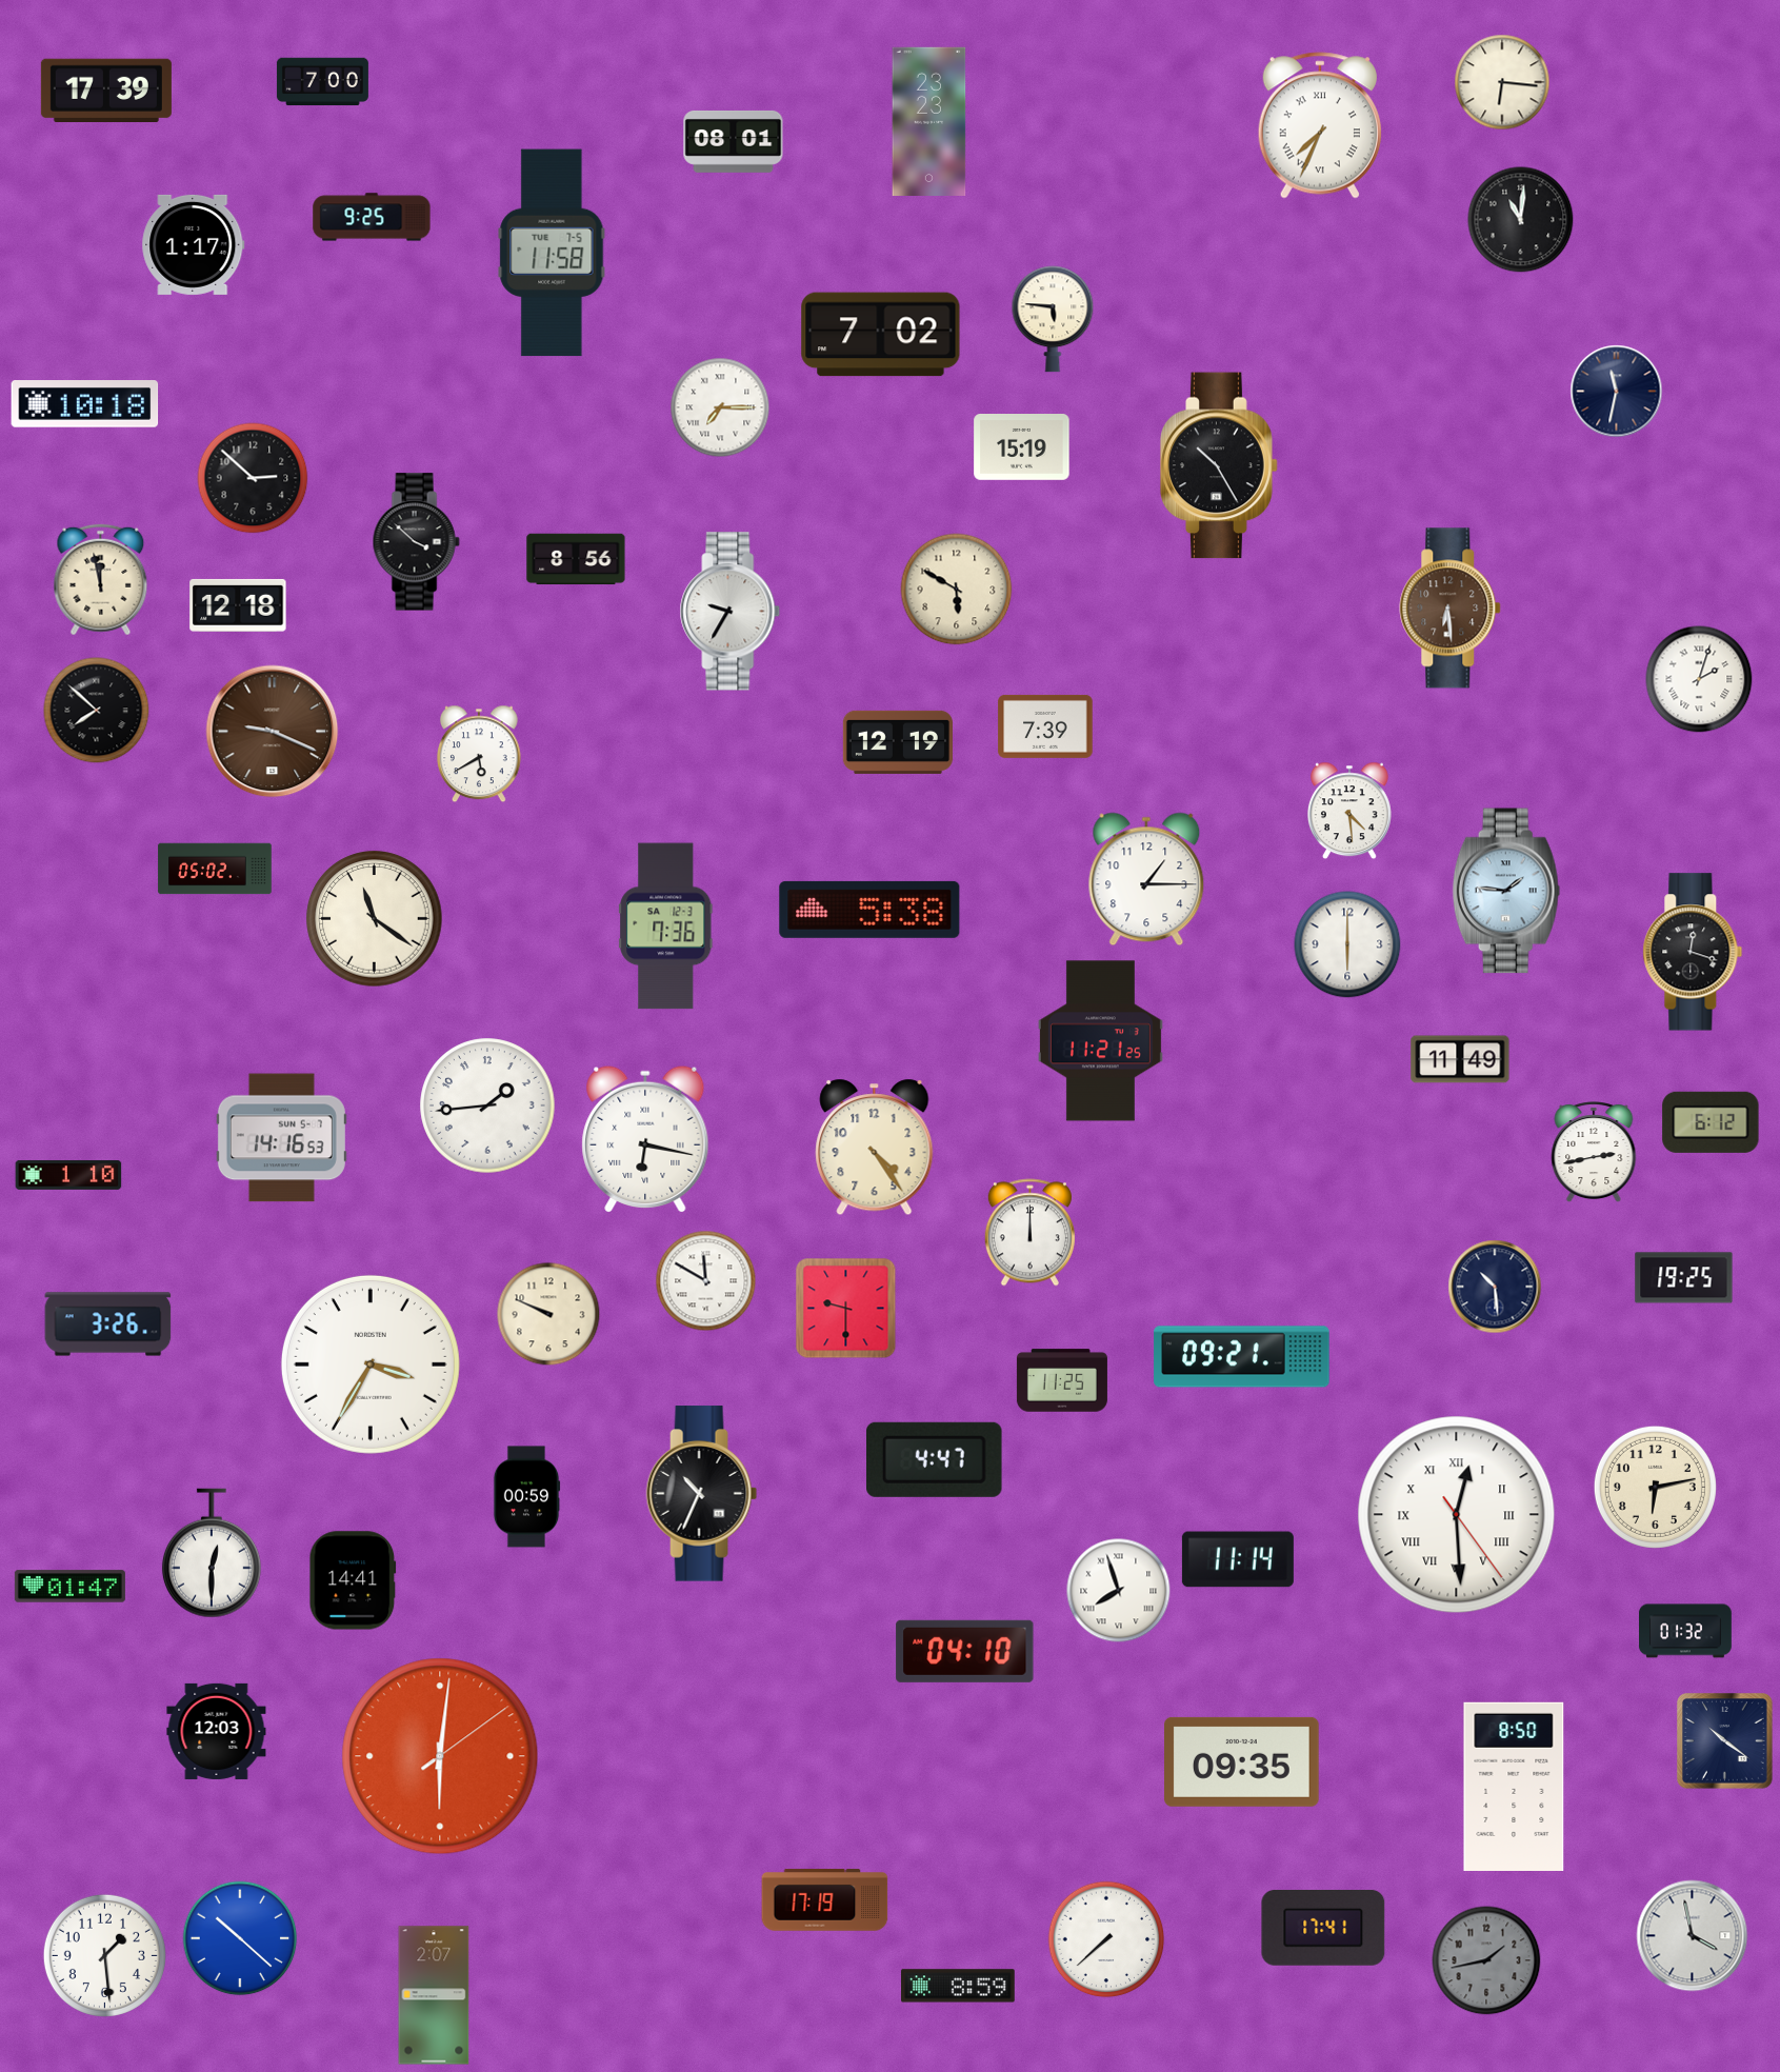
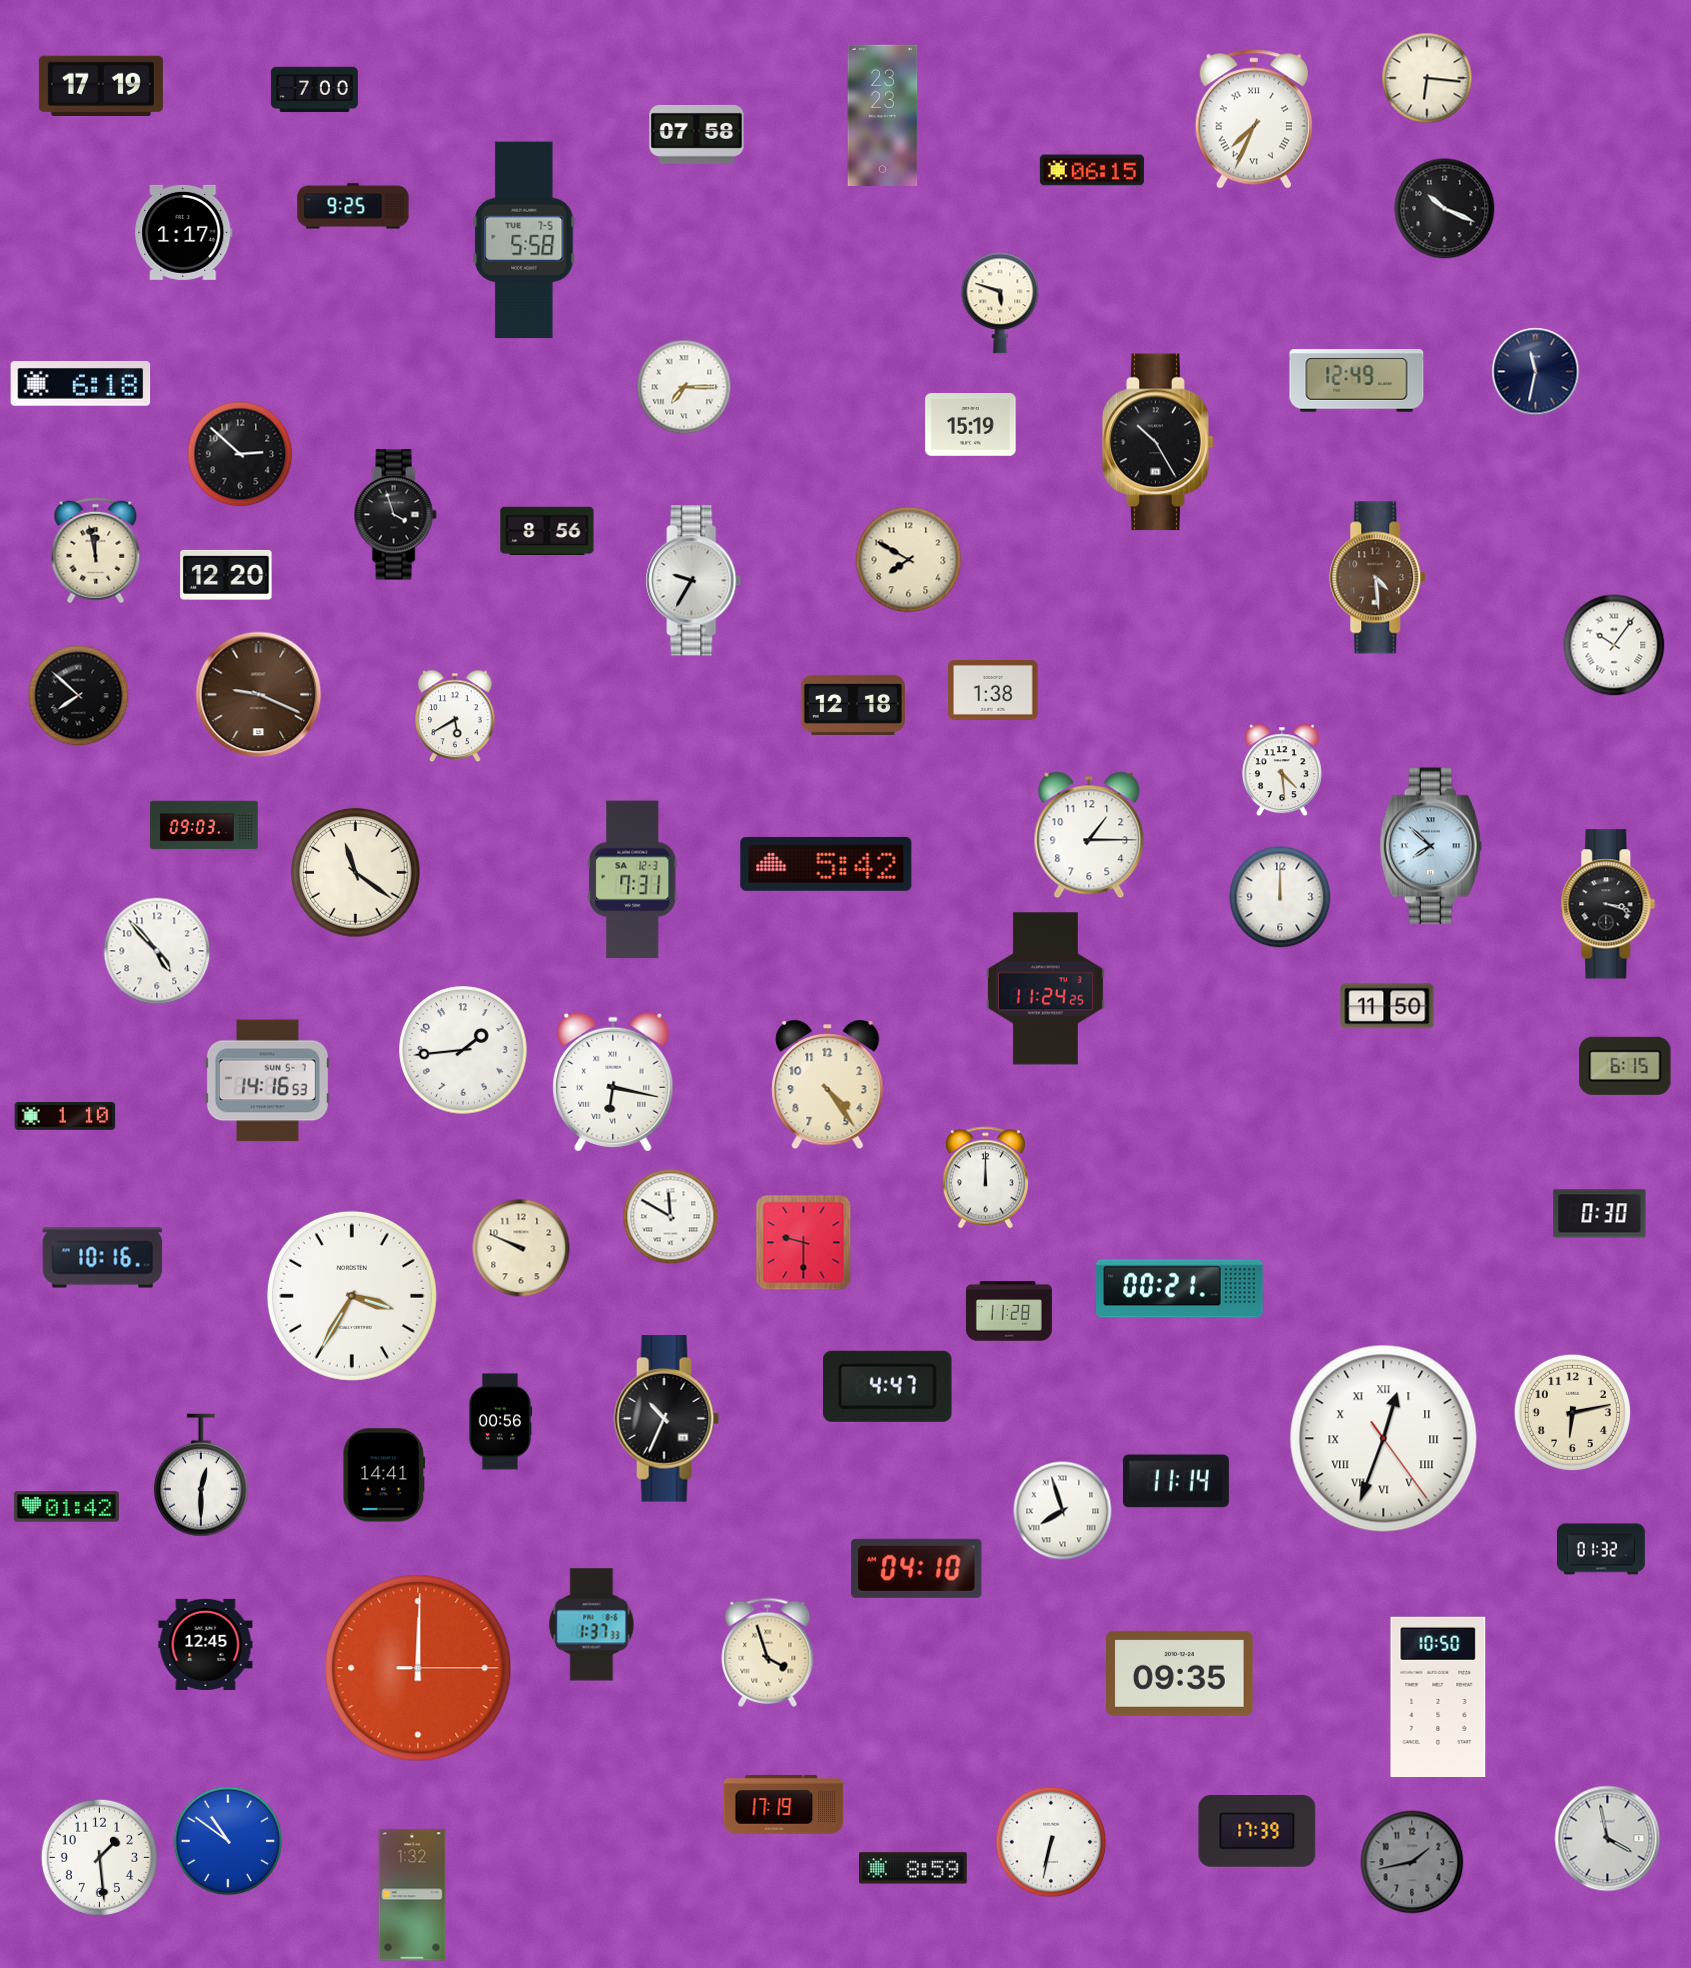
clock at (322, 82) position: (322, 82) -> (314, 90)
clock at (106, 89): 17:39 -> 17:19
clock at (734, 141): 08:01 -> 07:58
clock at (1092, 170): none -> 06:15
clock at (1521, 220): 11:01 -> 10:19
clock at (552, 253): 11:58 -> 5:58
clock at (1053, 319): 5:46 -> 5:48
clock at (881, 335): 7:02 -> none
clock at (1357, 381): none -> 12:49
clock at (85, 404): 10:18 -> 6:18
clock at (416, 542): 3:52 -> 3:57
clock at (957, 590): 5:50 -> 7:50
clock at (238, 605): 12:18 -> 12:20
clock at (1451, 609): 6:29 -> 4:29
clock at (1699, 679): 2:03 -> 10:06
clock at (97, 711) position: (97, 711) -> (79, 696)
clock at (1045, 726): 7:39 -> 1:38
clock at (898, 742): 12:19 -> 12:18
clock at (215, 869): 05:02 -> 09:03
clock at (1506, 891): 1:46 -> 7:52
clock at (869, 910): 5:38 -> 5:42
clock at (666, 927): 7:36 -> 7:31
clock at (1347, 944): 6:00 -> 12:00
clock at (1693, 952): 12:18 -> 3:18
clock at (157, 951): none -> 4:53
clock at (1100, 1041): 11:21 -> 11:24
clock at (1460, 1059): 11:49 -> 11:50
clock at (1711, 1122): 6:12 -> 6:15
clock at (875, 1148) position: (875, 1148) -> (828, 1085)
clock at (1594, 1153): 2:43 -> none
clock at (1029, 1233) position: (1029, 1233) -> (985, 1178)
clock at (1684, 1278): 19:25 -> 0:30
clock at (1495, 1287): 10:29 -> none
clock at (108, 1324): 3:26 -> 10:16
clock at (1242, 1357): 09:21 -> 00:21
clock at (1062, 1380): 11:25 -> 11:28
clock at (526, 1497): 00:59 -> 00:56
clock at (1457, 1515): 12:29 -> 12:33
clock at (353, 1580) position: (353, 1580) -> (384, 1475)
clock at (69, 1587): 01:47 -> 01:42
clock at (592, 1625): none -> 1:37
clock at (217, 1731): 12:03 -> 12:45
clock at (768, 1652): none -> 3:57
clock at (1725, 1741): 10:21 -> none
clock at (440, 1756): 6:01 -> 12:00
clock at (1514, 1786): 8:50 -> 10:50
clock at (1323, 1929): 17:41 -> 17:39
clock at (240, 1938): 10:22 -> 10:51
clock at (1106, 1939): 7:38 -> 6:32
clock at (959, 1986) position: (959, 1986) -> (914, 1868)
clock at (434, 1995): 2:07 -> 1:32
